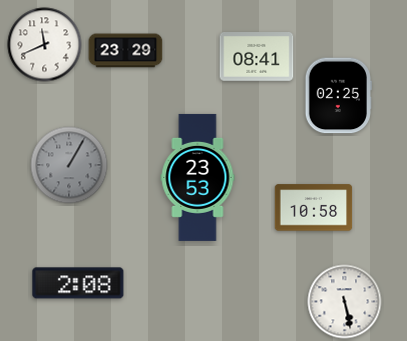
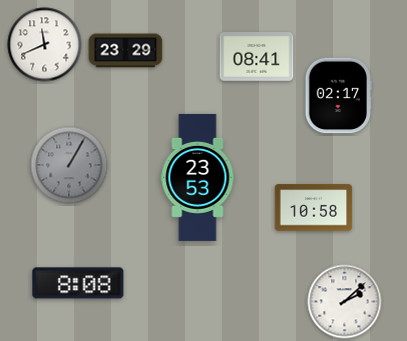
clock at (338, 96): 02:25 -> 02:17
clock at (78, 283): 2:08 -> 8:08
clock at (345, 302): 5:28 -> 2:08
